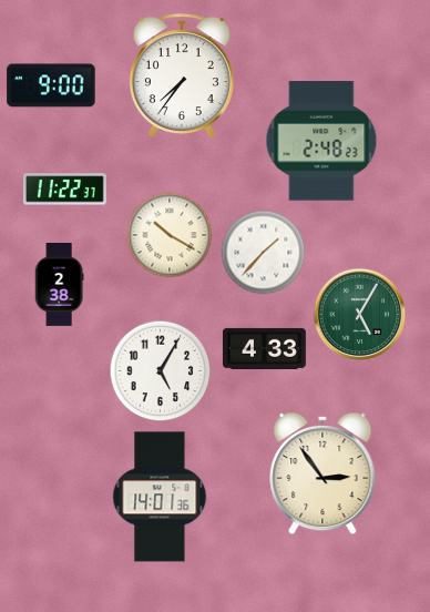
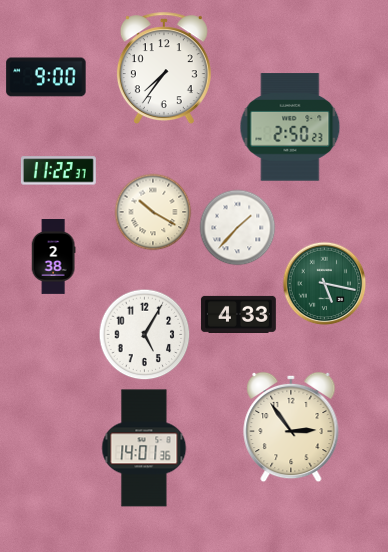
clock at (321, 141): 2:48 -> 2:50
clock at (360, 315): 5:05 -> 5:17
